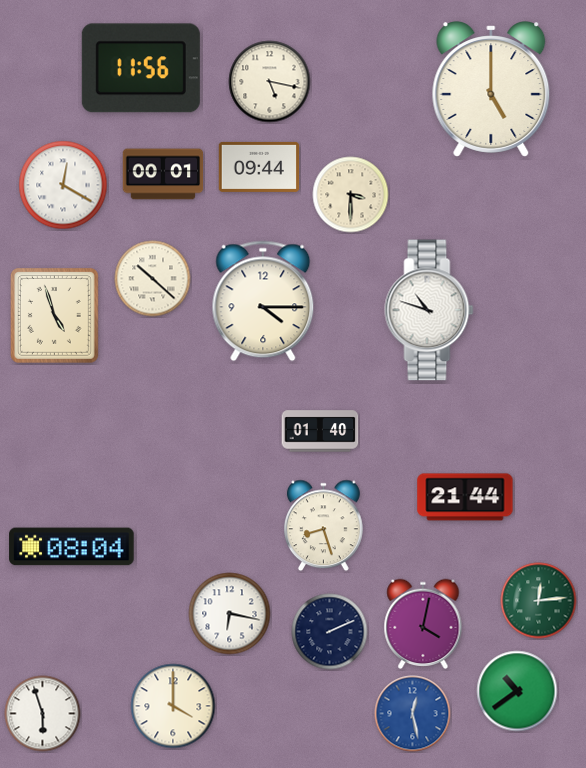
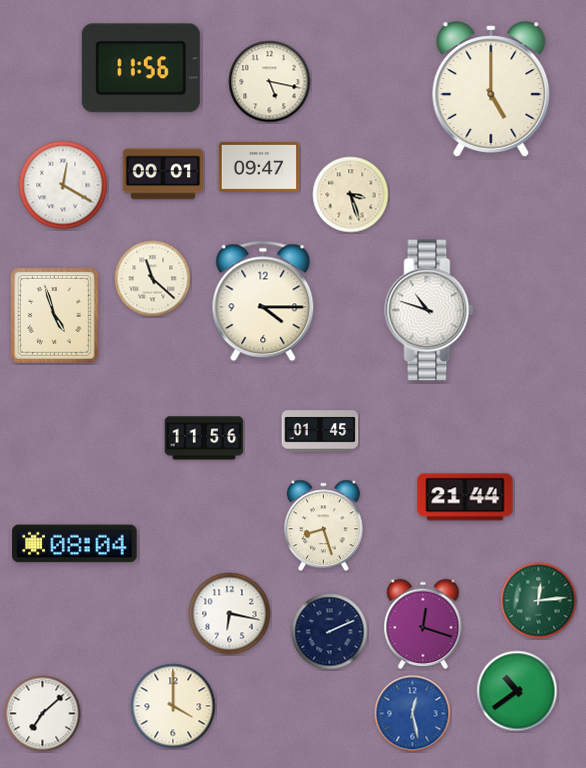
clock at (259, 167): 09:44 -> 09:47
clock at (351, 195): 3:30 -> 3:27
clock at (153, 279): 10:22 -> 11:22
clock at (320, 431): 01:40 -> 01:45
clock at (204, 438): none -> 11:56
clock at (72, 547) position: (72, 547) -> (75, 544)
clock at (423, 624): 4:02 -> 12:18
clock at (43, 714): 5:57 -> 7:08
